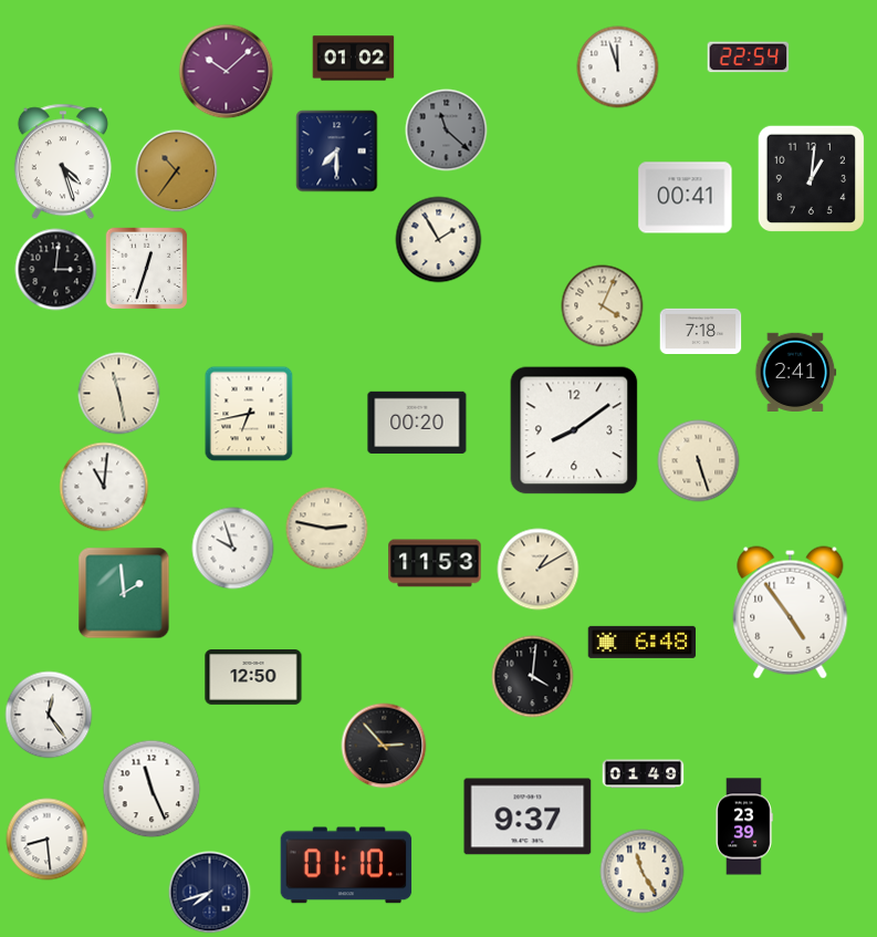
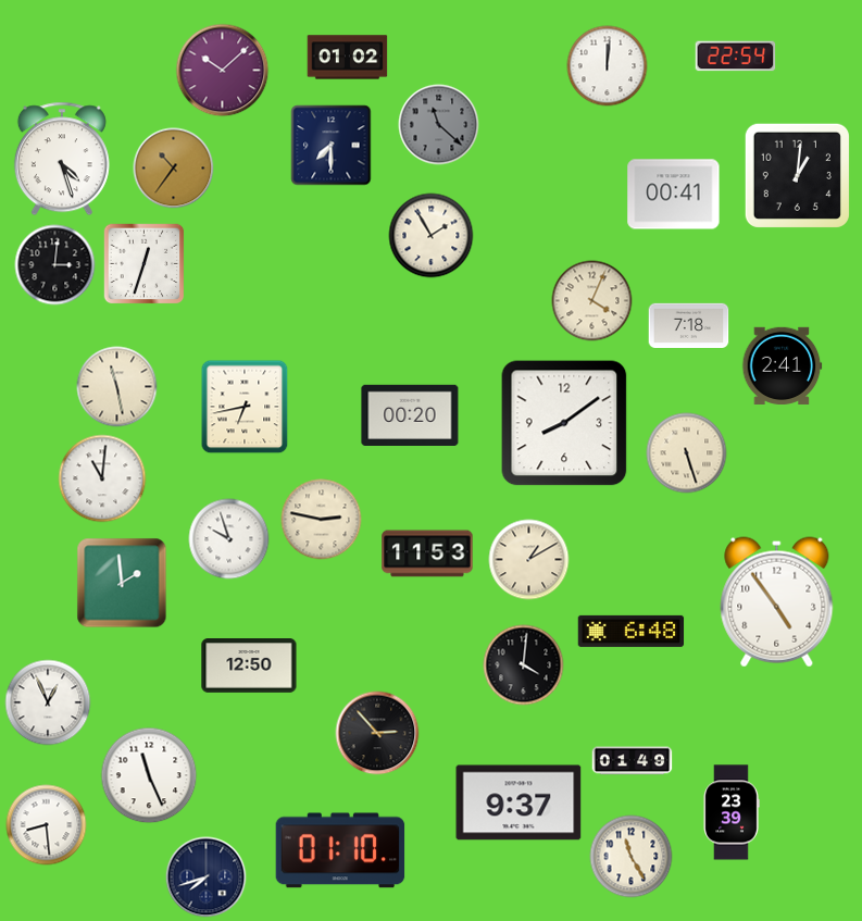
clock at (618, 67): 11:57 -> 12:01
clock at (447, 131) position: (447, 131) -> (439, 125)
clock at (337, 152) position: (337, 152) -> (332, 146)
clock at (49, 715): 12:24 -> 12:56
